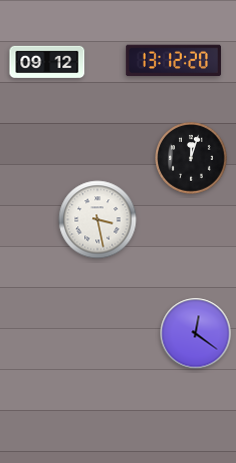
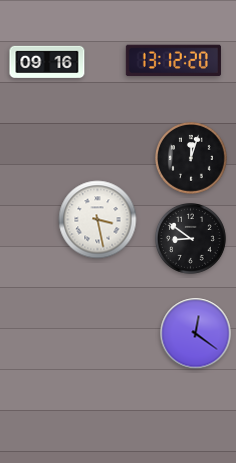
clock at (47, 61): 09:12 -> 09:16
clock at (191, 239): none -> 8:51
